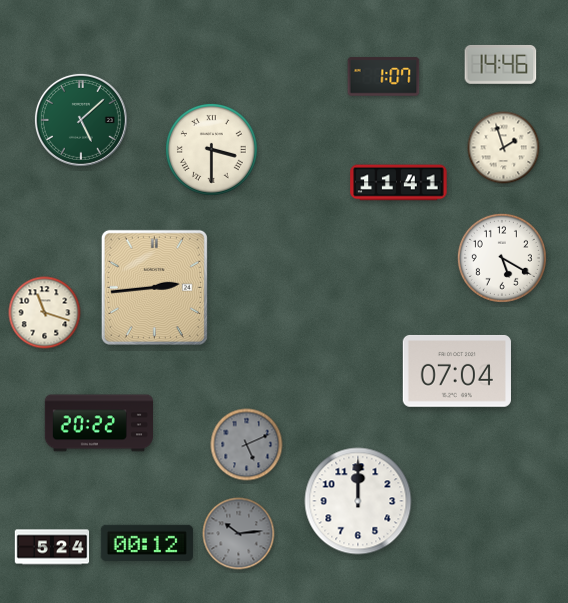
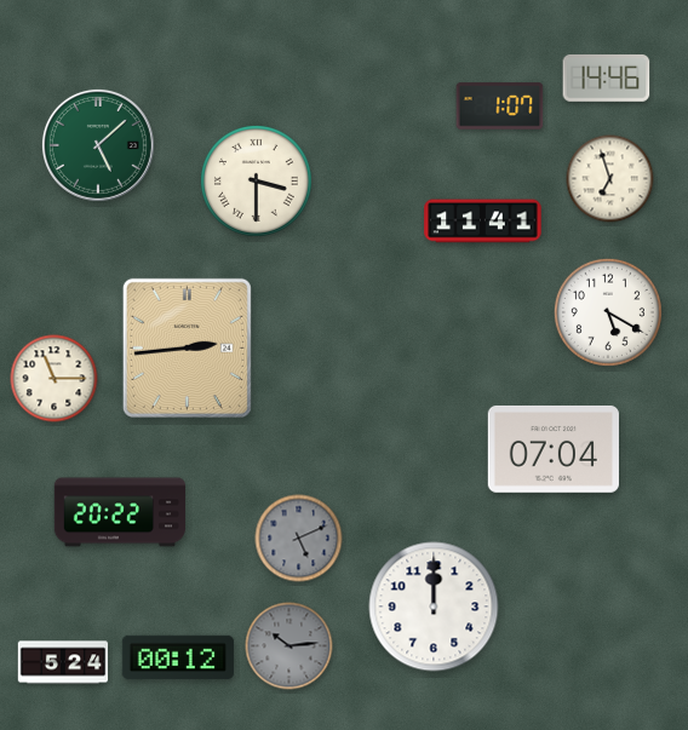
clock at (384, 77) position: (384, 77) -> (500, 107)
clock at (504, 148): 1:57 -> 6:57
clock at (45, 313): 11:18 -> 11:15
